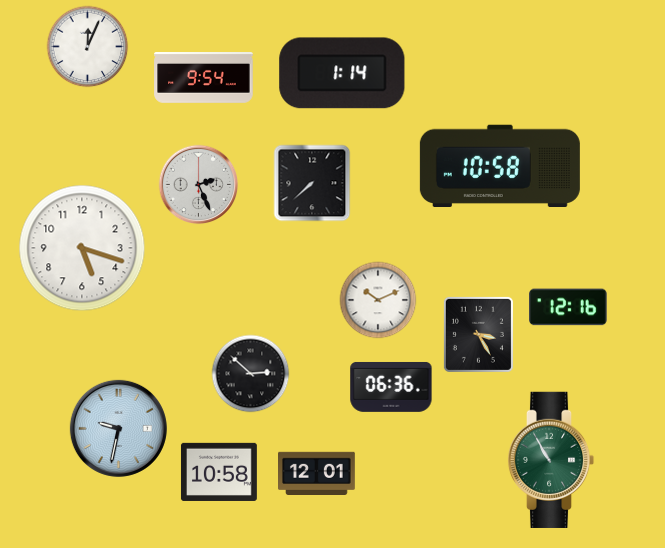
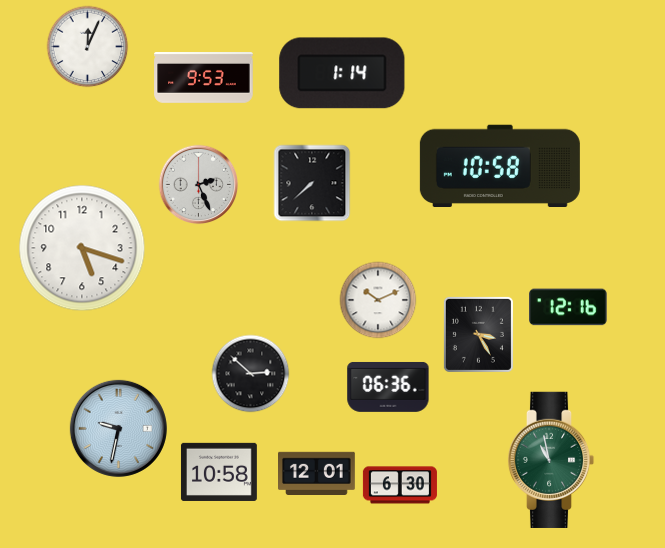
clock at (204, 78): 9:54 -> 9:53
clock at (391, 387) position: (391, 387) -> (388, 387)
clock at (551, 460): 10:55 -> 10:58
clock at (400, 485): none -> 6:30
